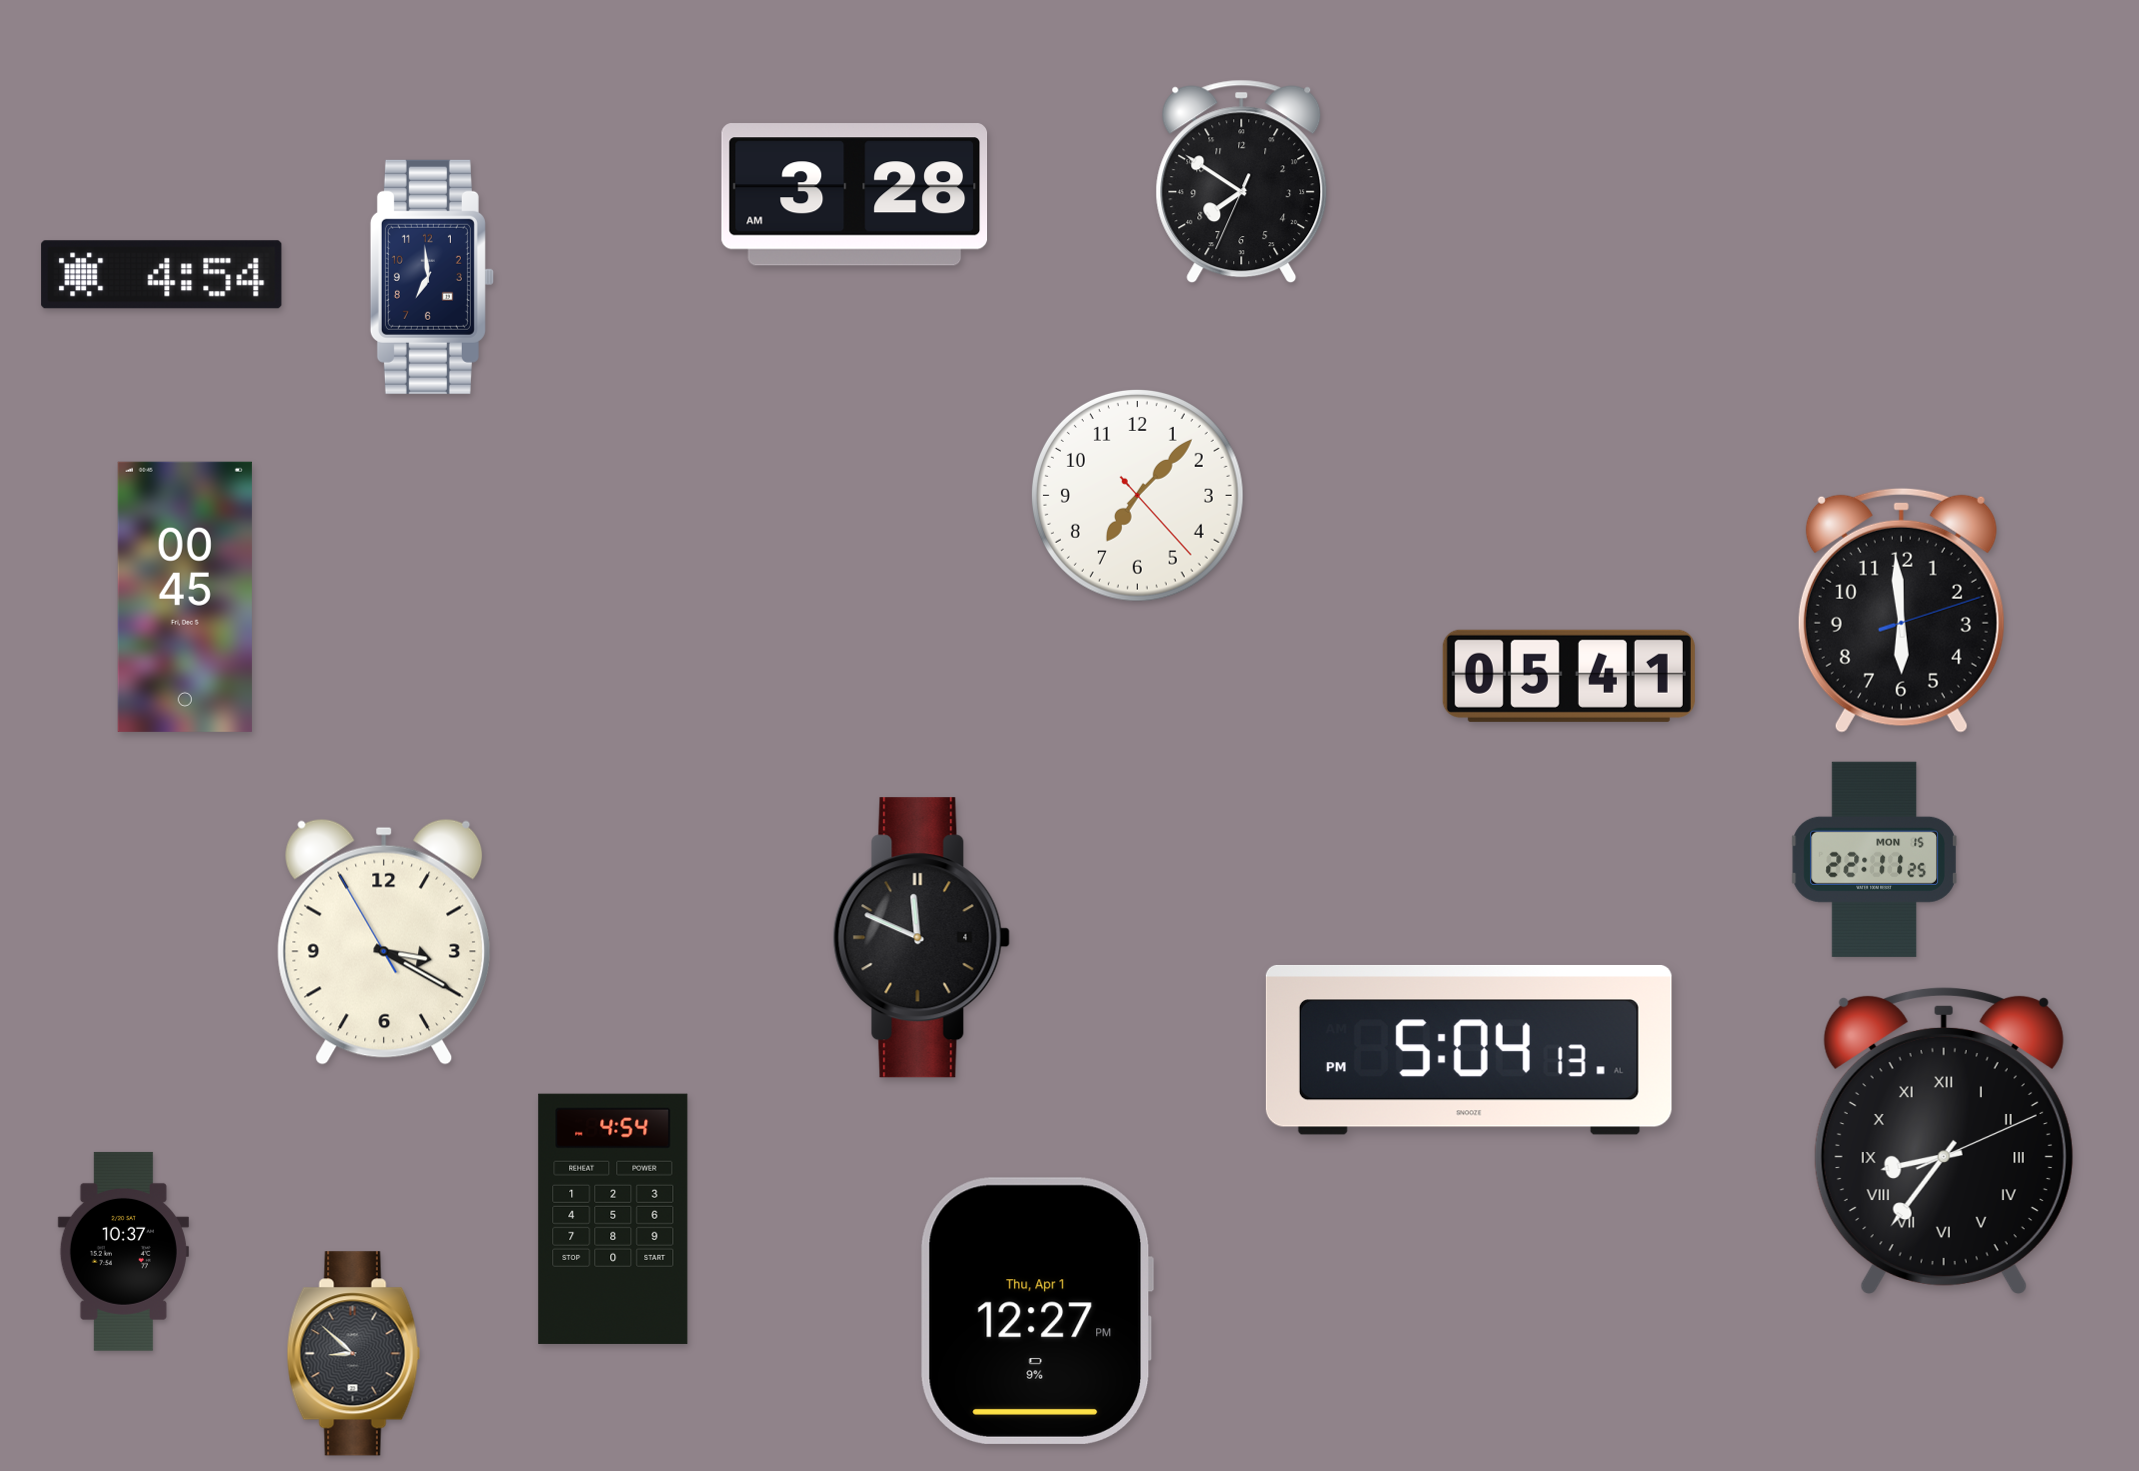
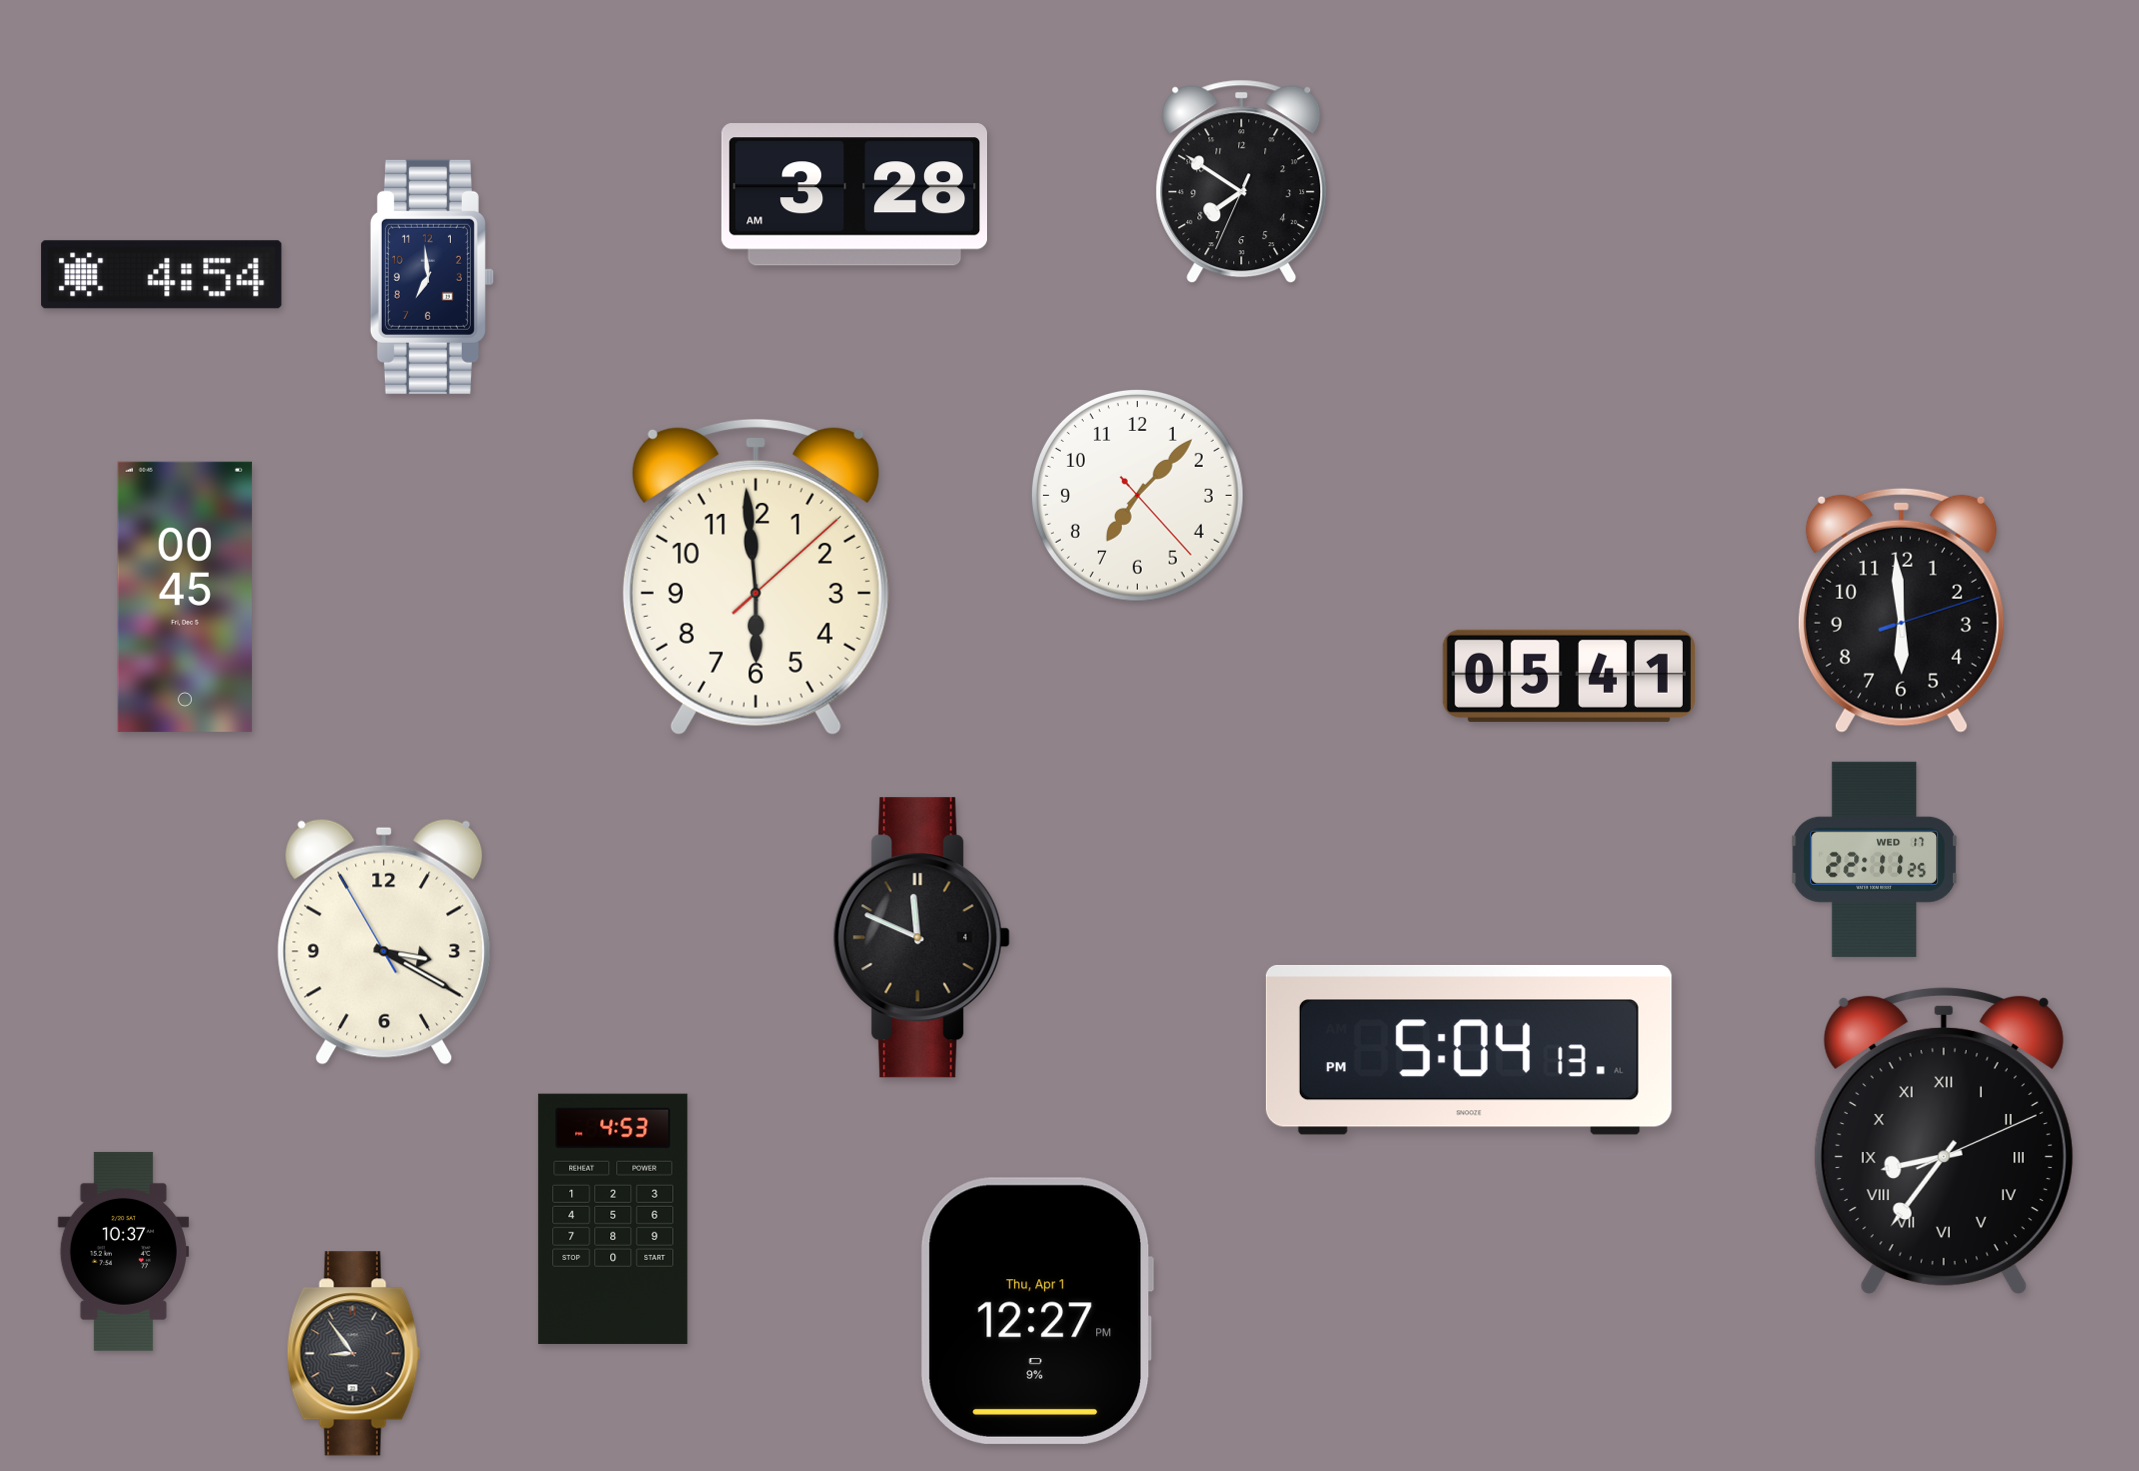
clock at (756, 577): none -> 5:59
clock at (1874, 859) date: MON 15 -> WED 17
clock at (613, 1219): 4:54 -> 4:53
clock at (353, 1354): 8:52 -> 8:54
